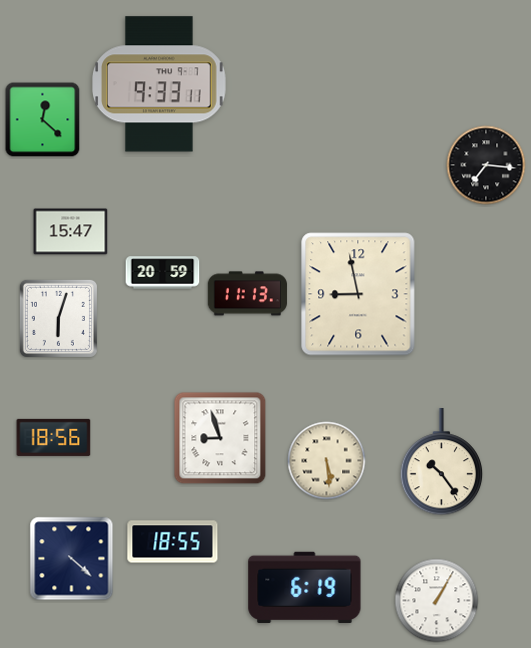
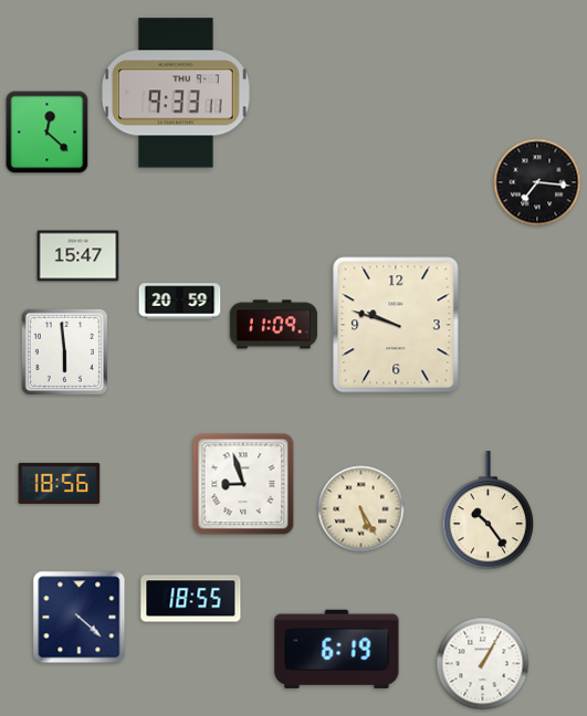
clock at (247, 294): 11:13 -> 11:09
clock at (358, 294): 8:58 -> 9:48
clock at (58, 318): 6:03 -> 5:59
clock at (327, 461): 5:29 -> 5:25
